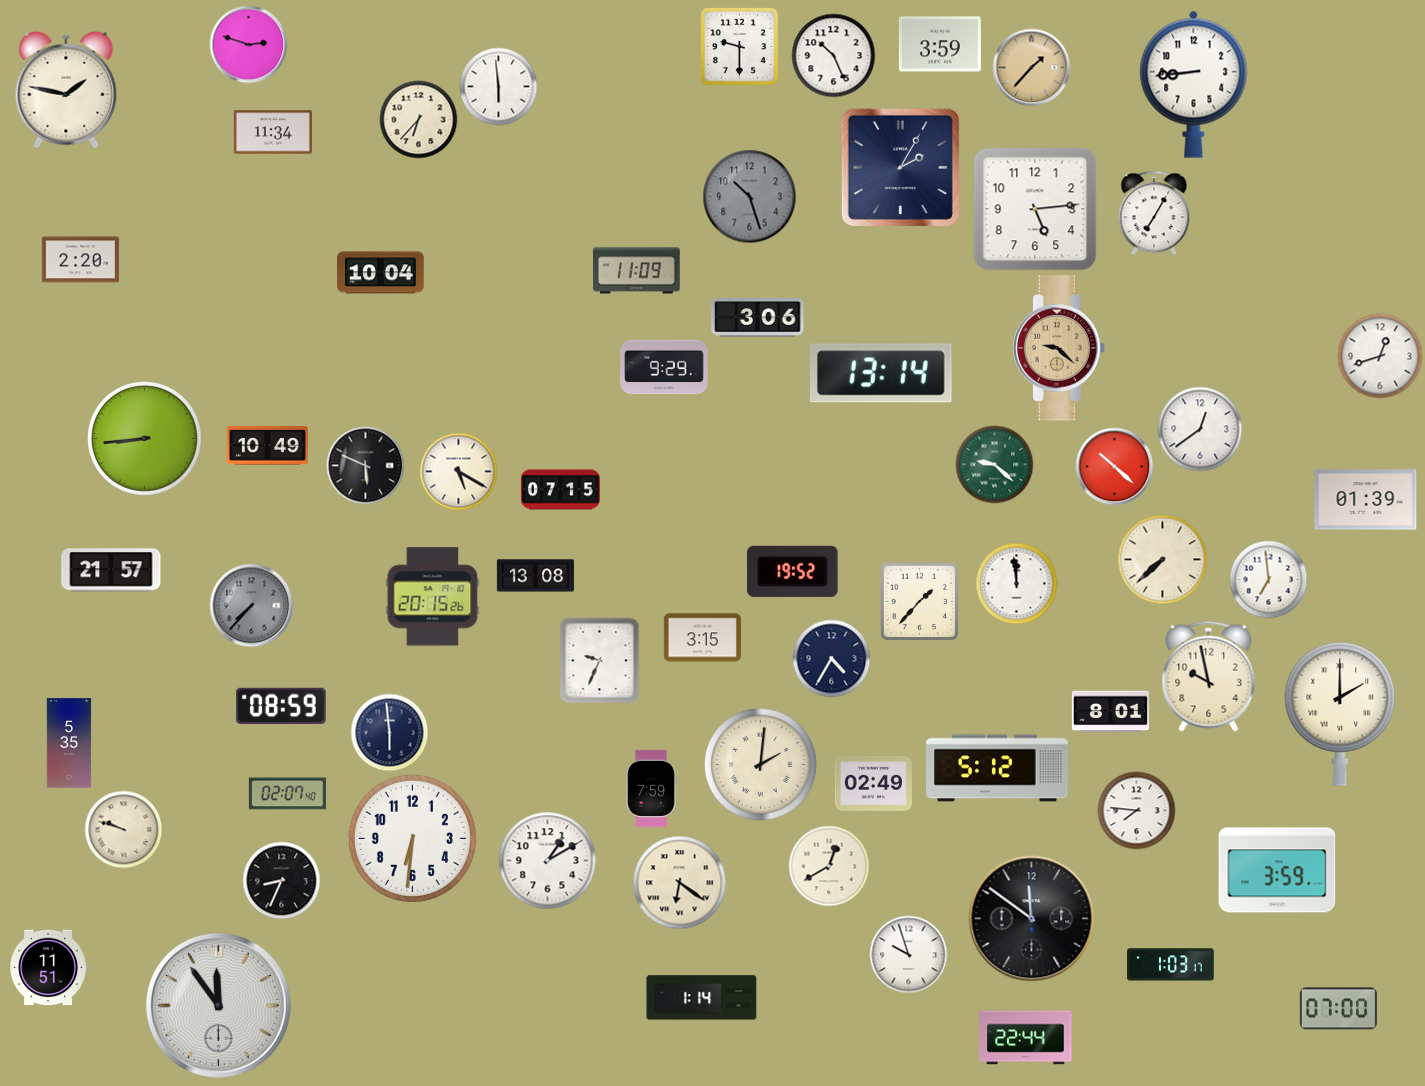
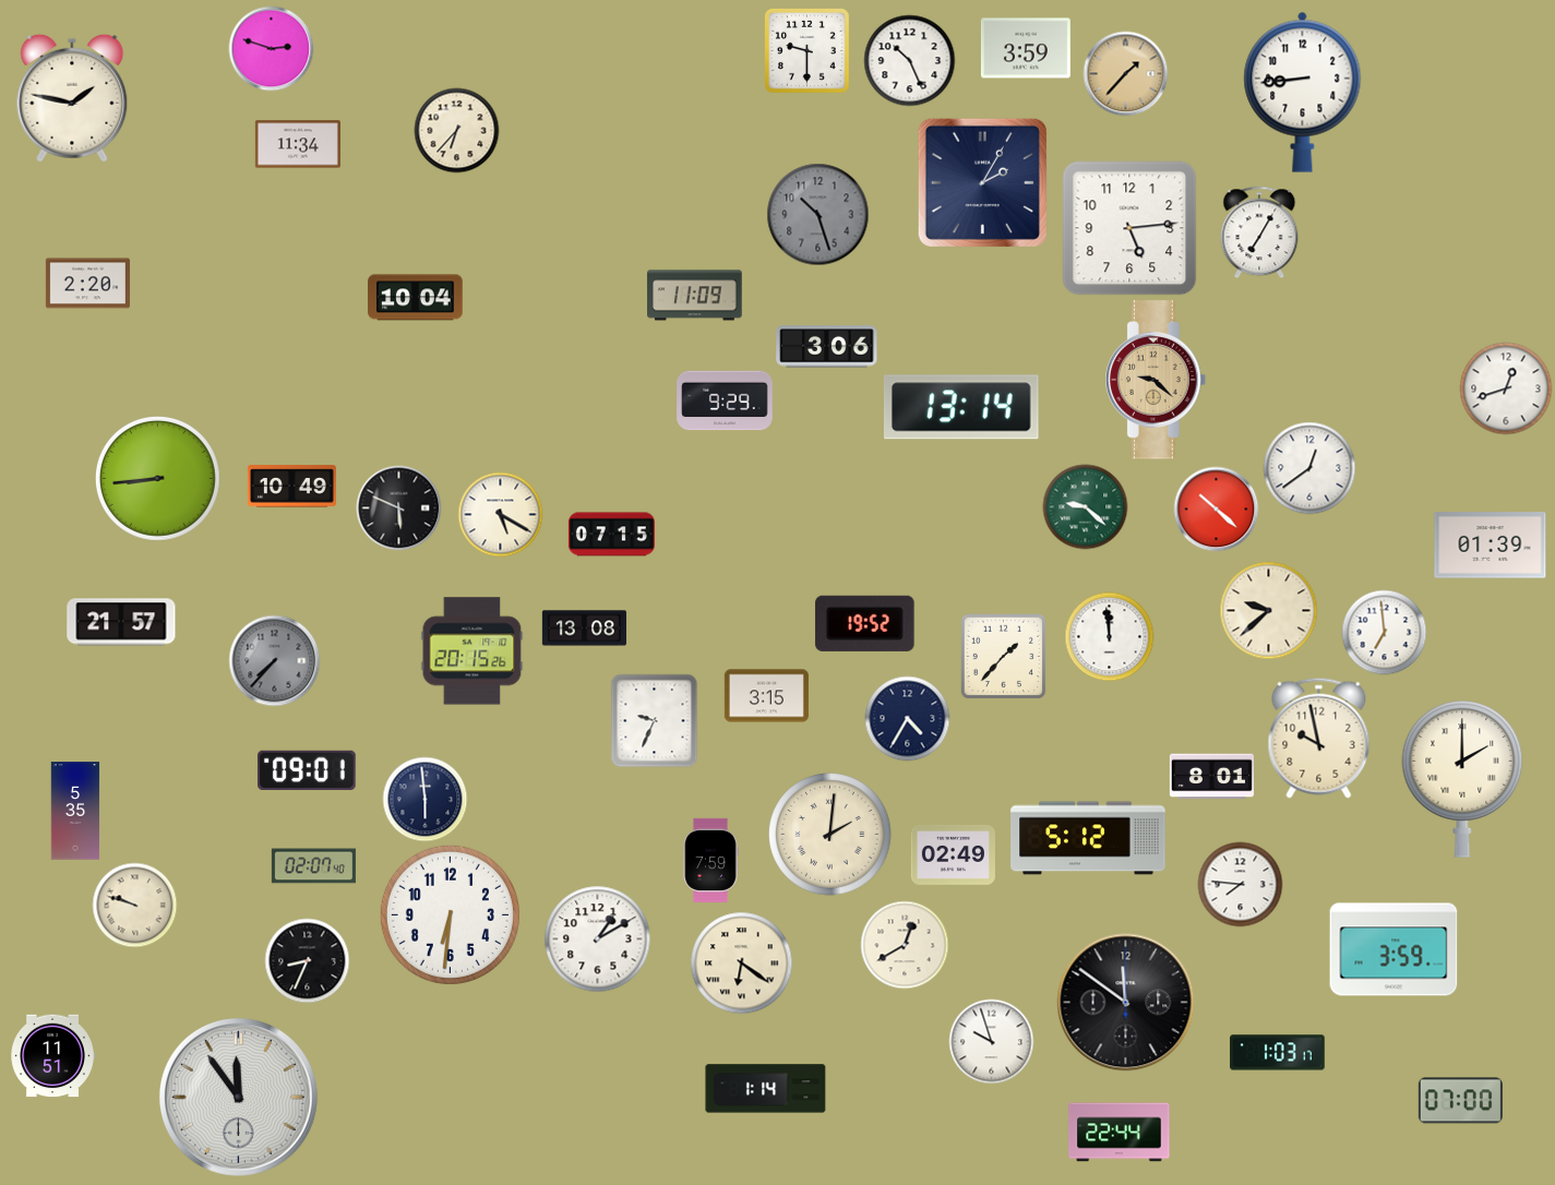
clock at (498, 86): 5:59 -> none
clock at (1162, 559): 7:38 -> 9:38
clock at (281, 705): 08:59 -> 09:01
